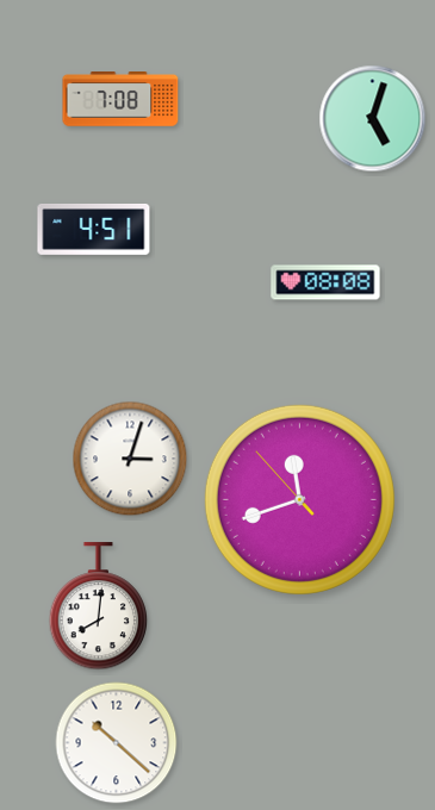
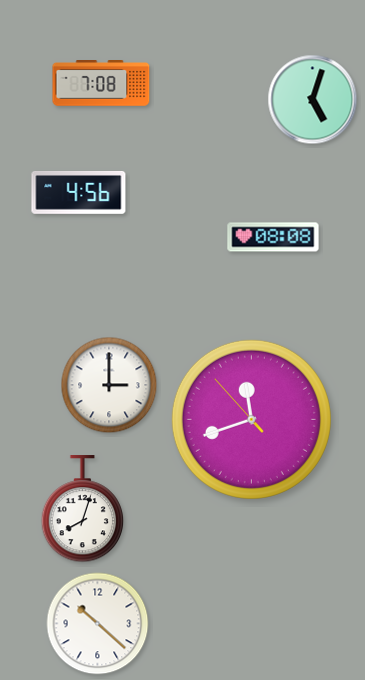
clock at (94, 230): 4:51 -> 4:56
clock at (130, 459): 3:03 -> 3:00
clock at (99, 606): 8:01 -> 8:03
